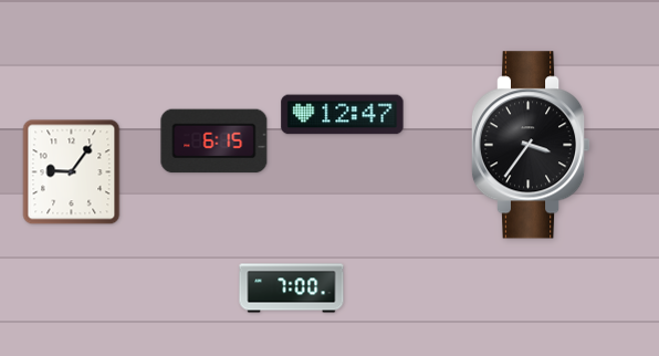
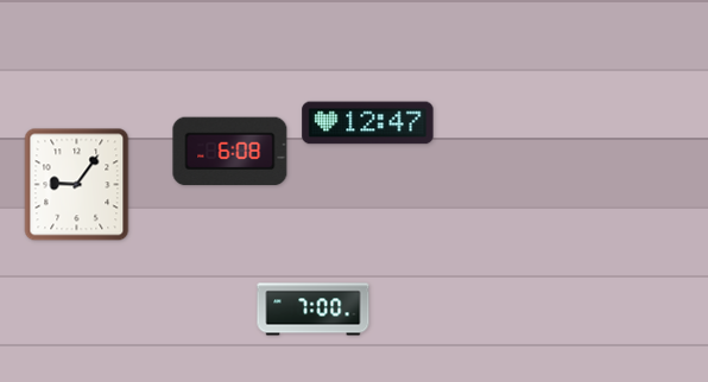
clock at (215, 142): 6:15 -> 6:08
clock at (531, 145): 3:36 -> none
